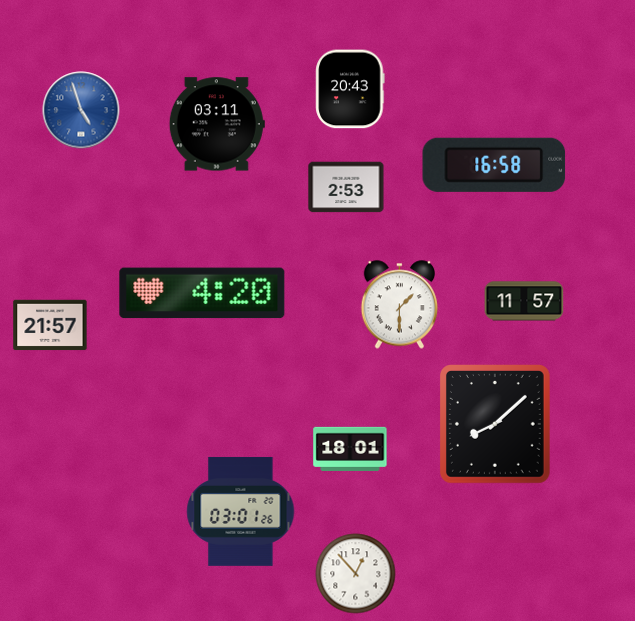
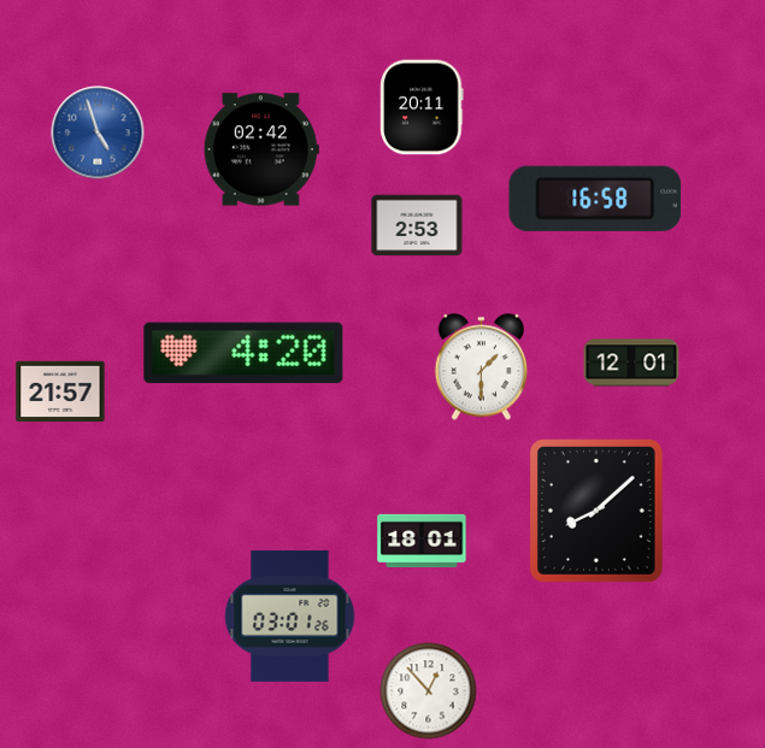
clock at (350, 89): 20:43 -> 20:11
clock at (217, 124): 03:11 -> 02:42
clock at (524, 301): 11:57 -> 12:01
